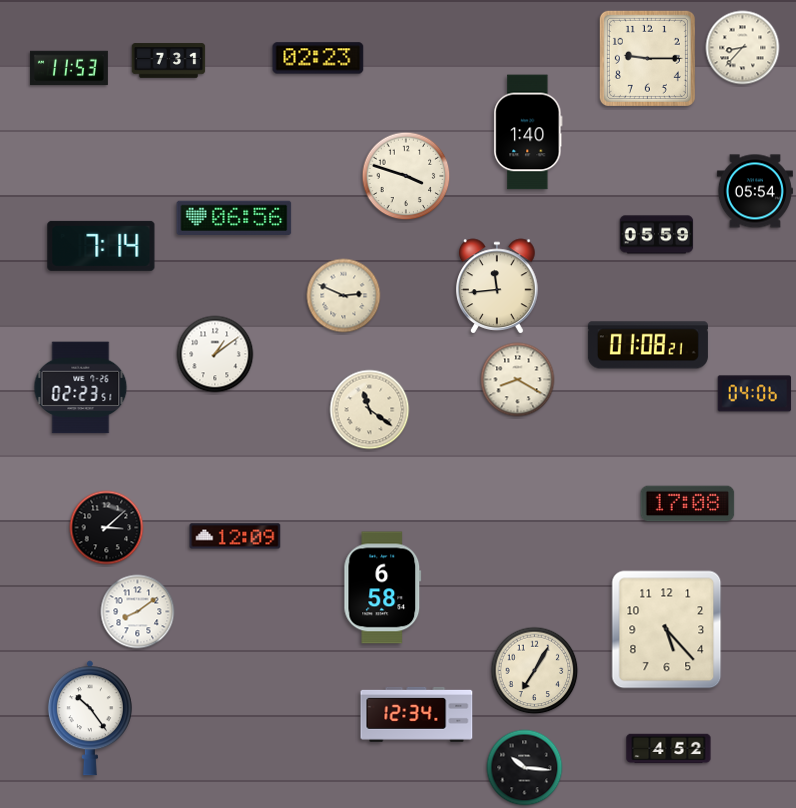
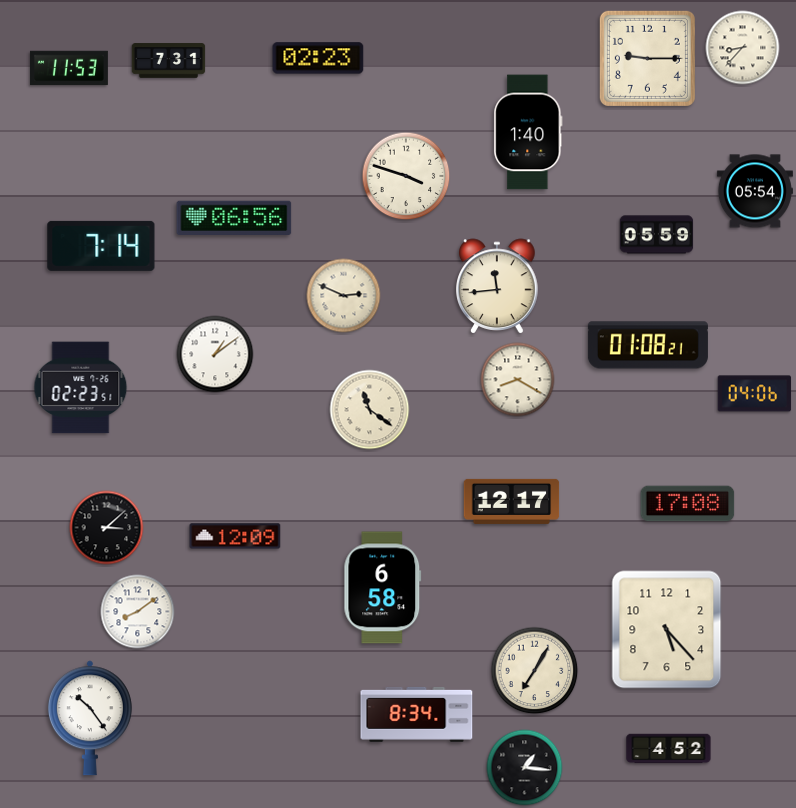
clock at (512, 501): none -> 12:17
clock at (417, 714): 12:34 -> 8:34
clock at (525, 768): 10:16 -> 1:16
